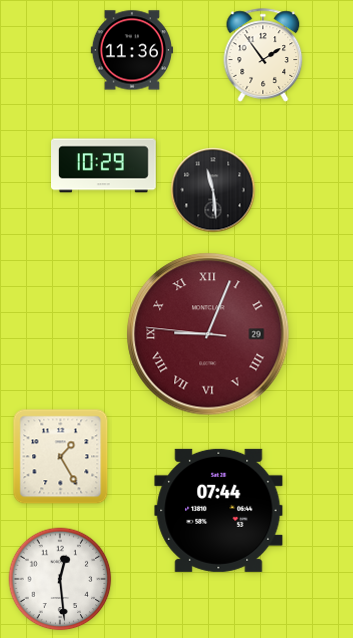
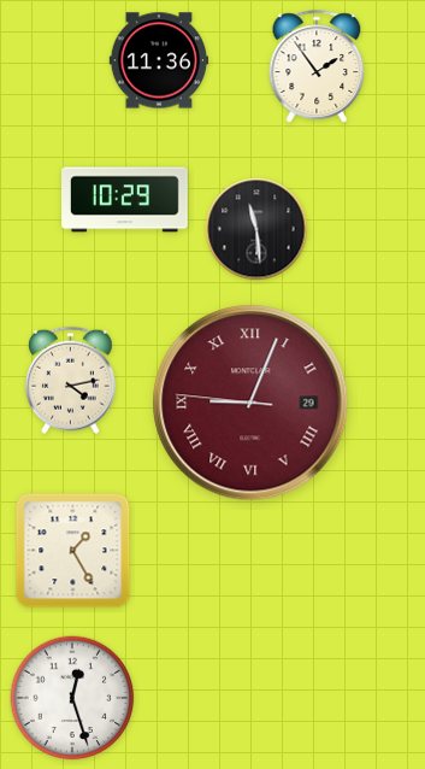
clock at (70, 381): none -> 4:13
clock at (219, 510): 07:44 -> none
clock at (60, 579): 12:29 -> 12:27
